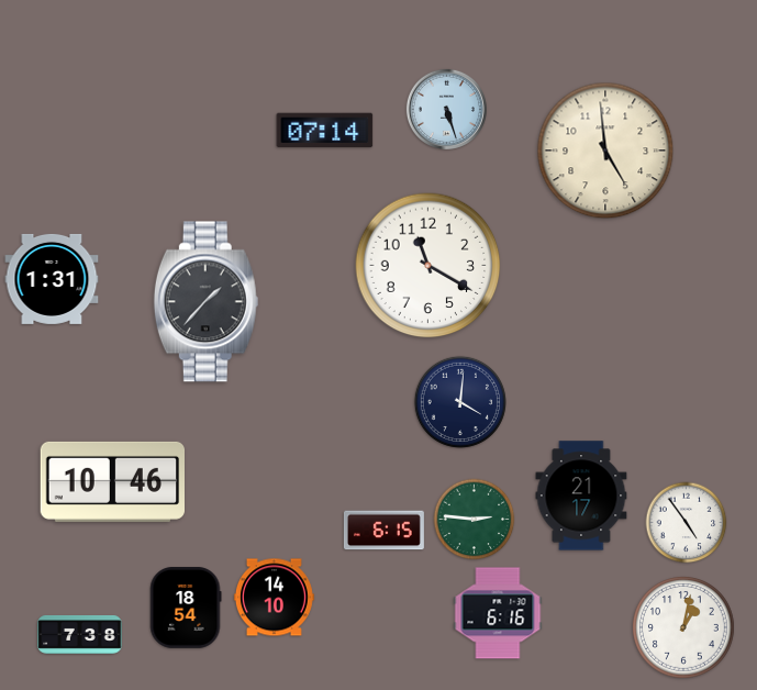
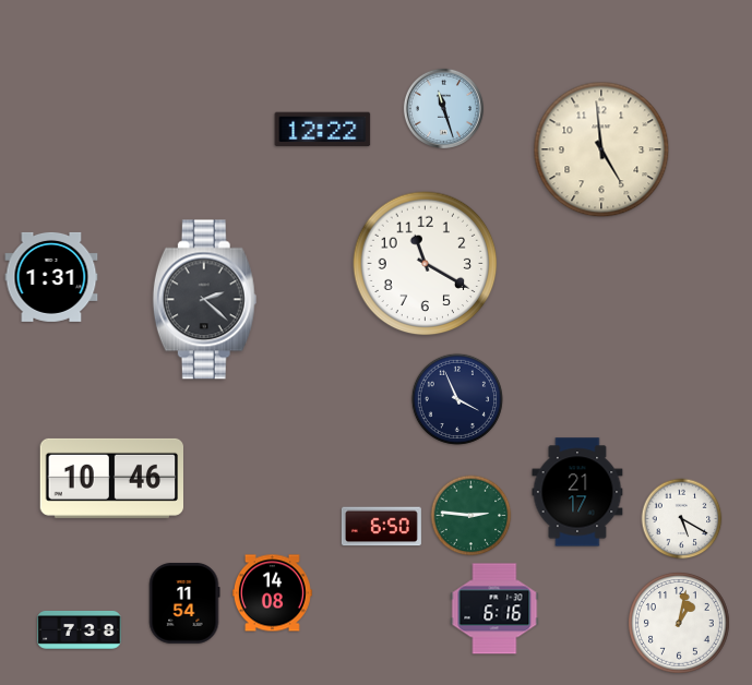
clock at (446, 109): 5:27 -> 11:27
clock at (325, 131): 07:14 -> 12:22
clock at (205, 302): 1:37 -> 2:22
clock at (460, 402): 4:01 -> 3:56
clock at (687, 523): 4:54 -> 5:20
clock at (383, 531): 6:15 -> 6:50
clock at (274, 598): 14:10 -> 14:08
clock at (186, 608): 18:54 -> 11:54
